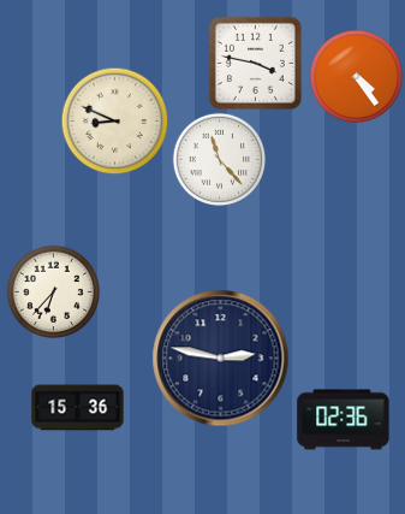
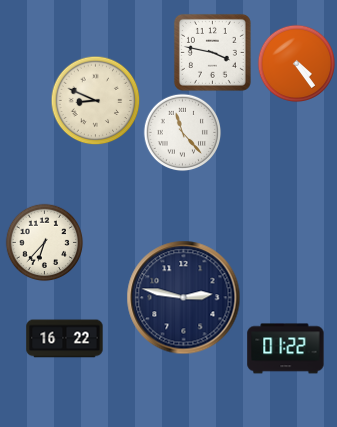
clock at (78, 408): 15:36 -> 16:22
clock at (344, 420): 02:36 -> 01:22
